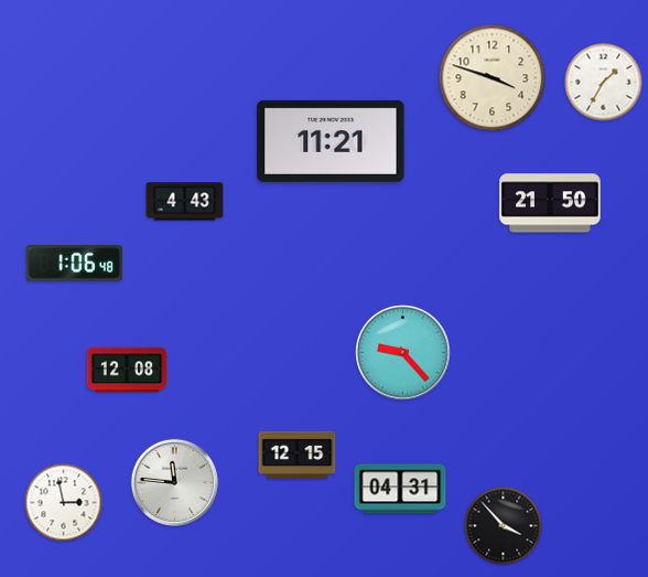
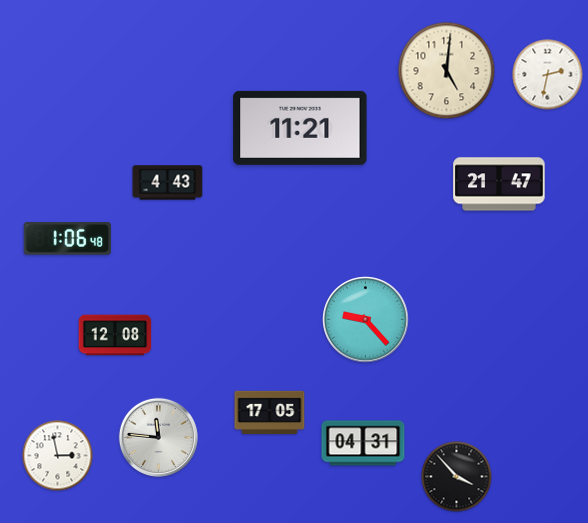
clock at (493, 78): 3:48 -> 5:01
clock at (604, 83): 1:35 -> 2:32
clock at (550, 203): 21:50 -> 21:47
clock at (298, 456): 12:15 -> 17:05
